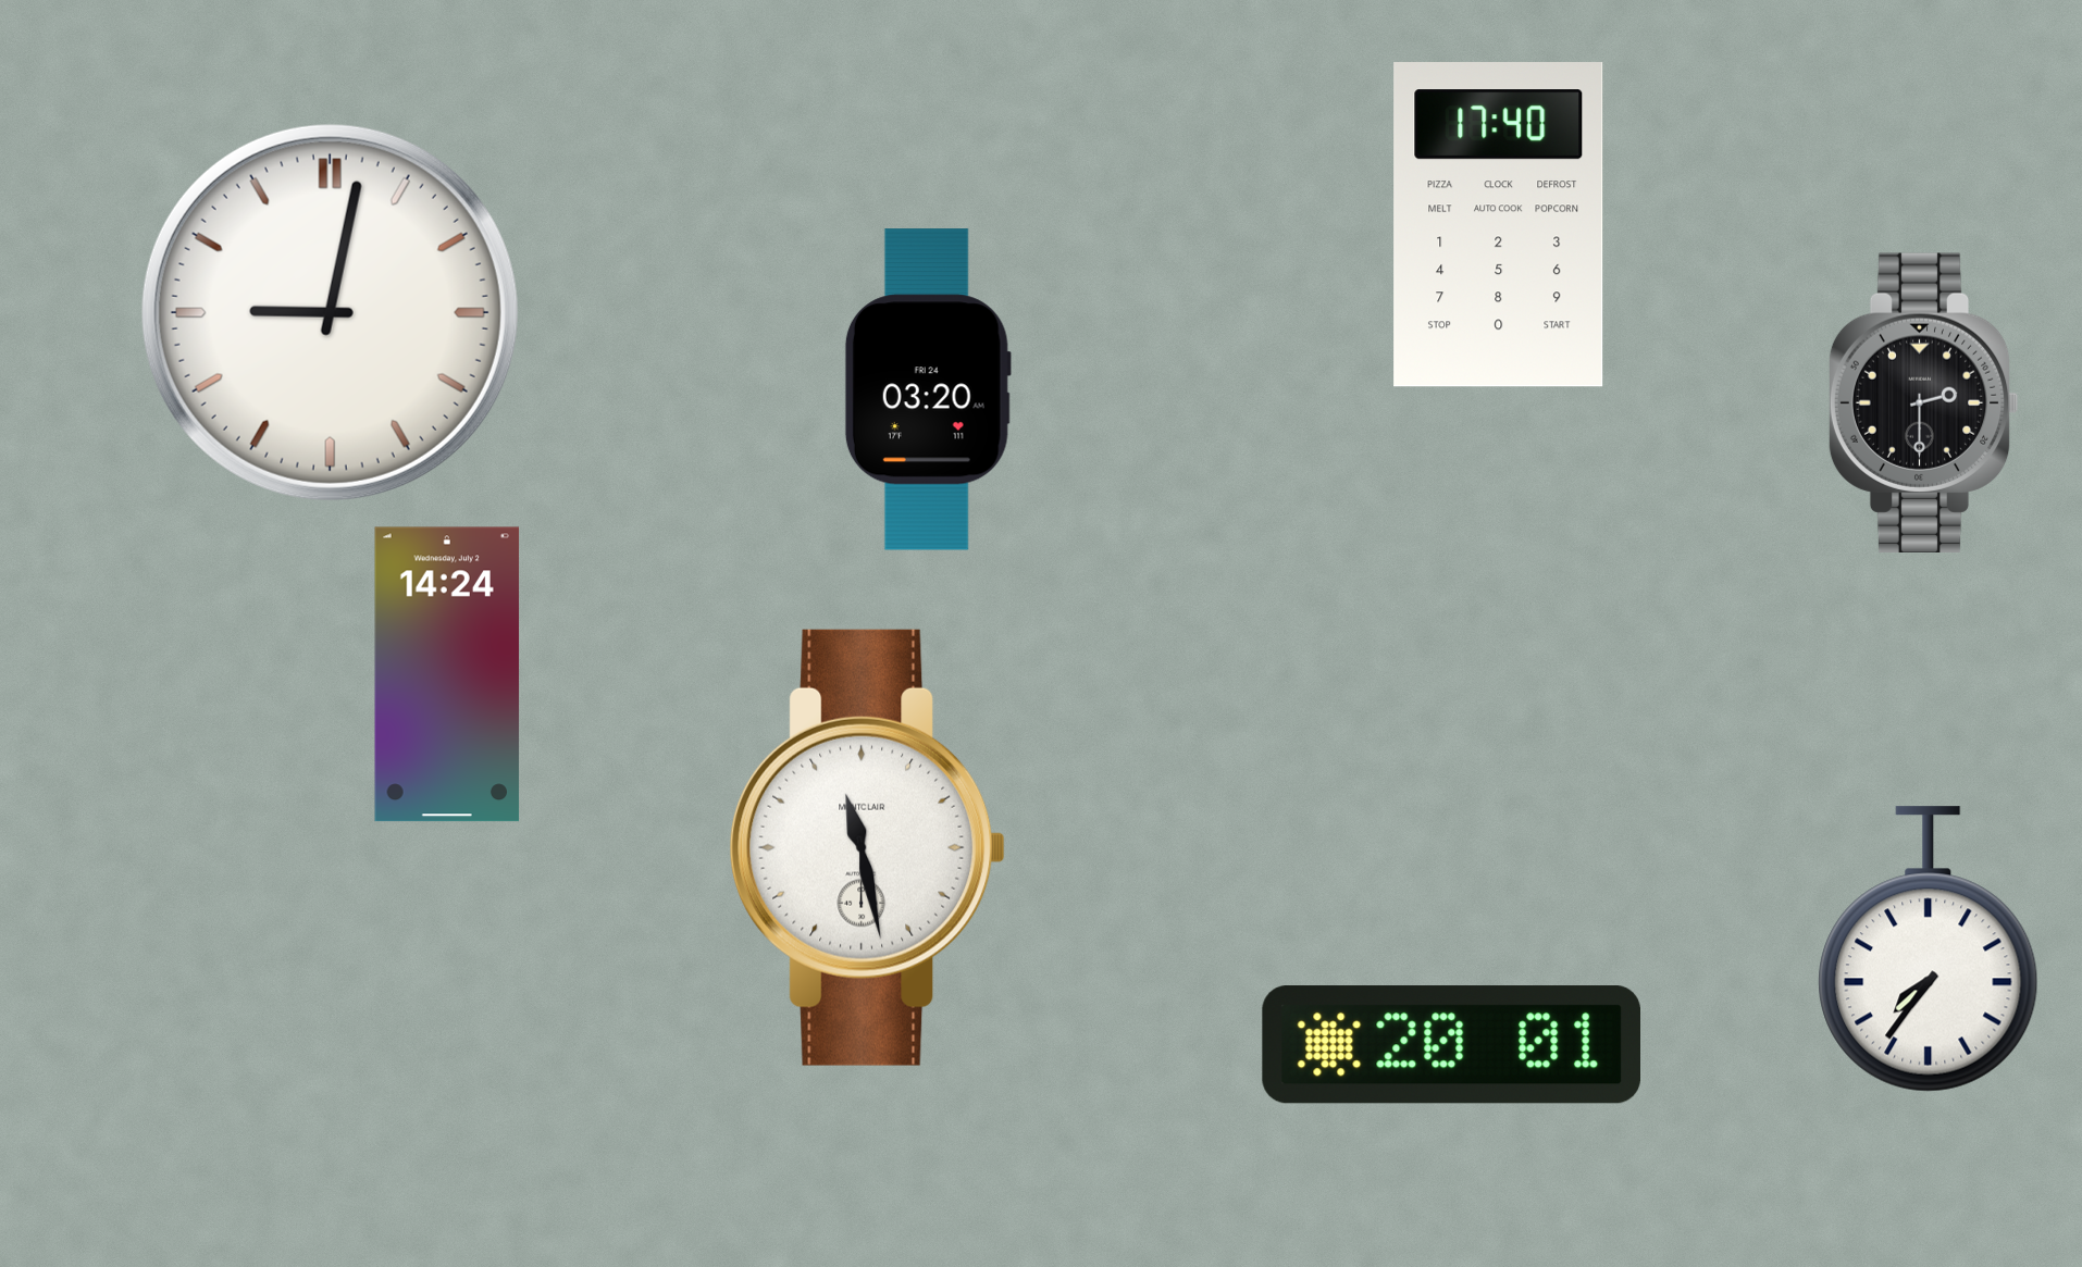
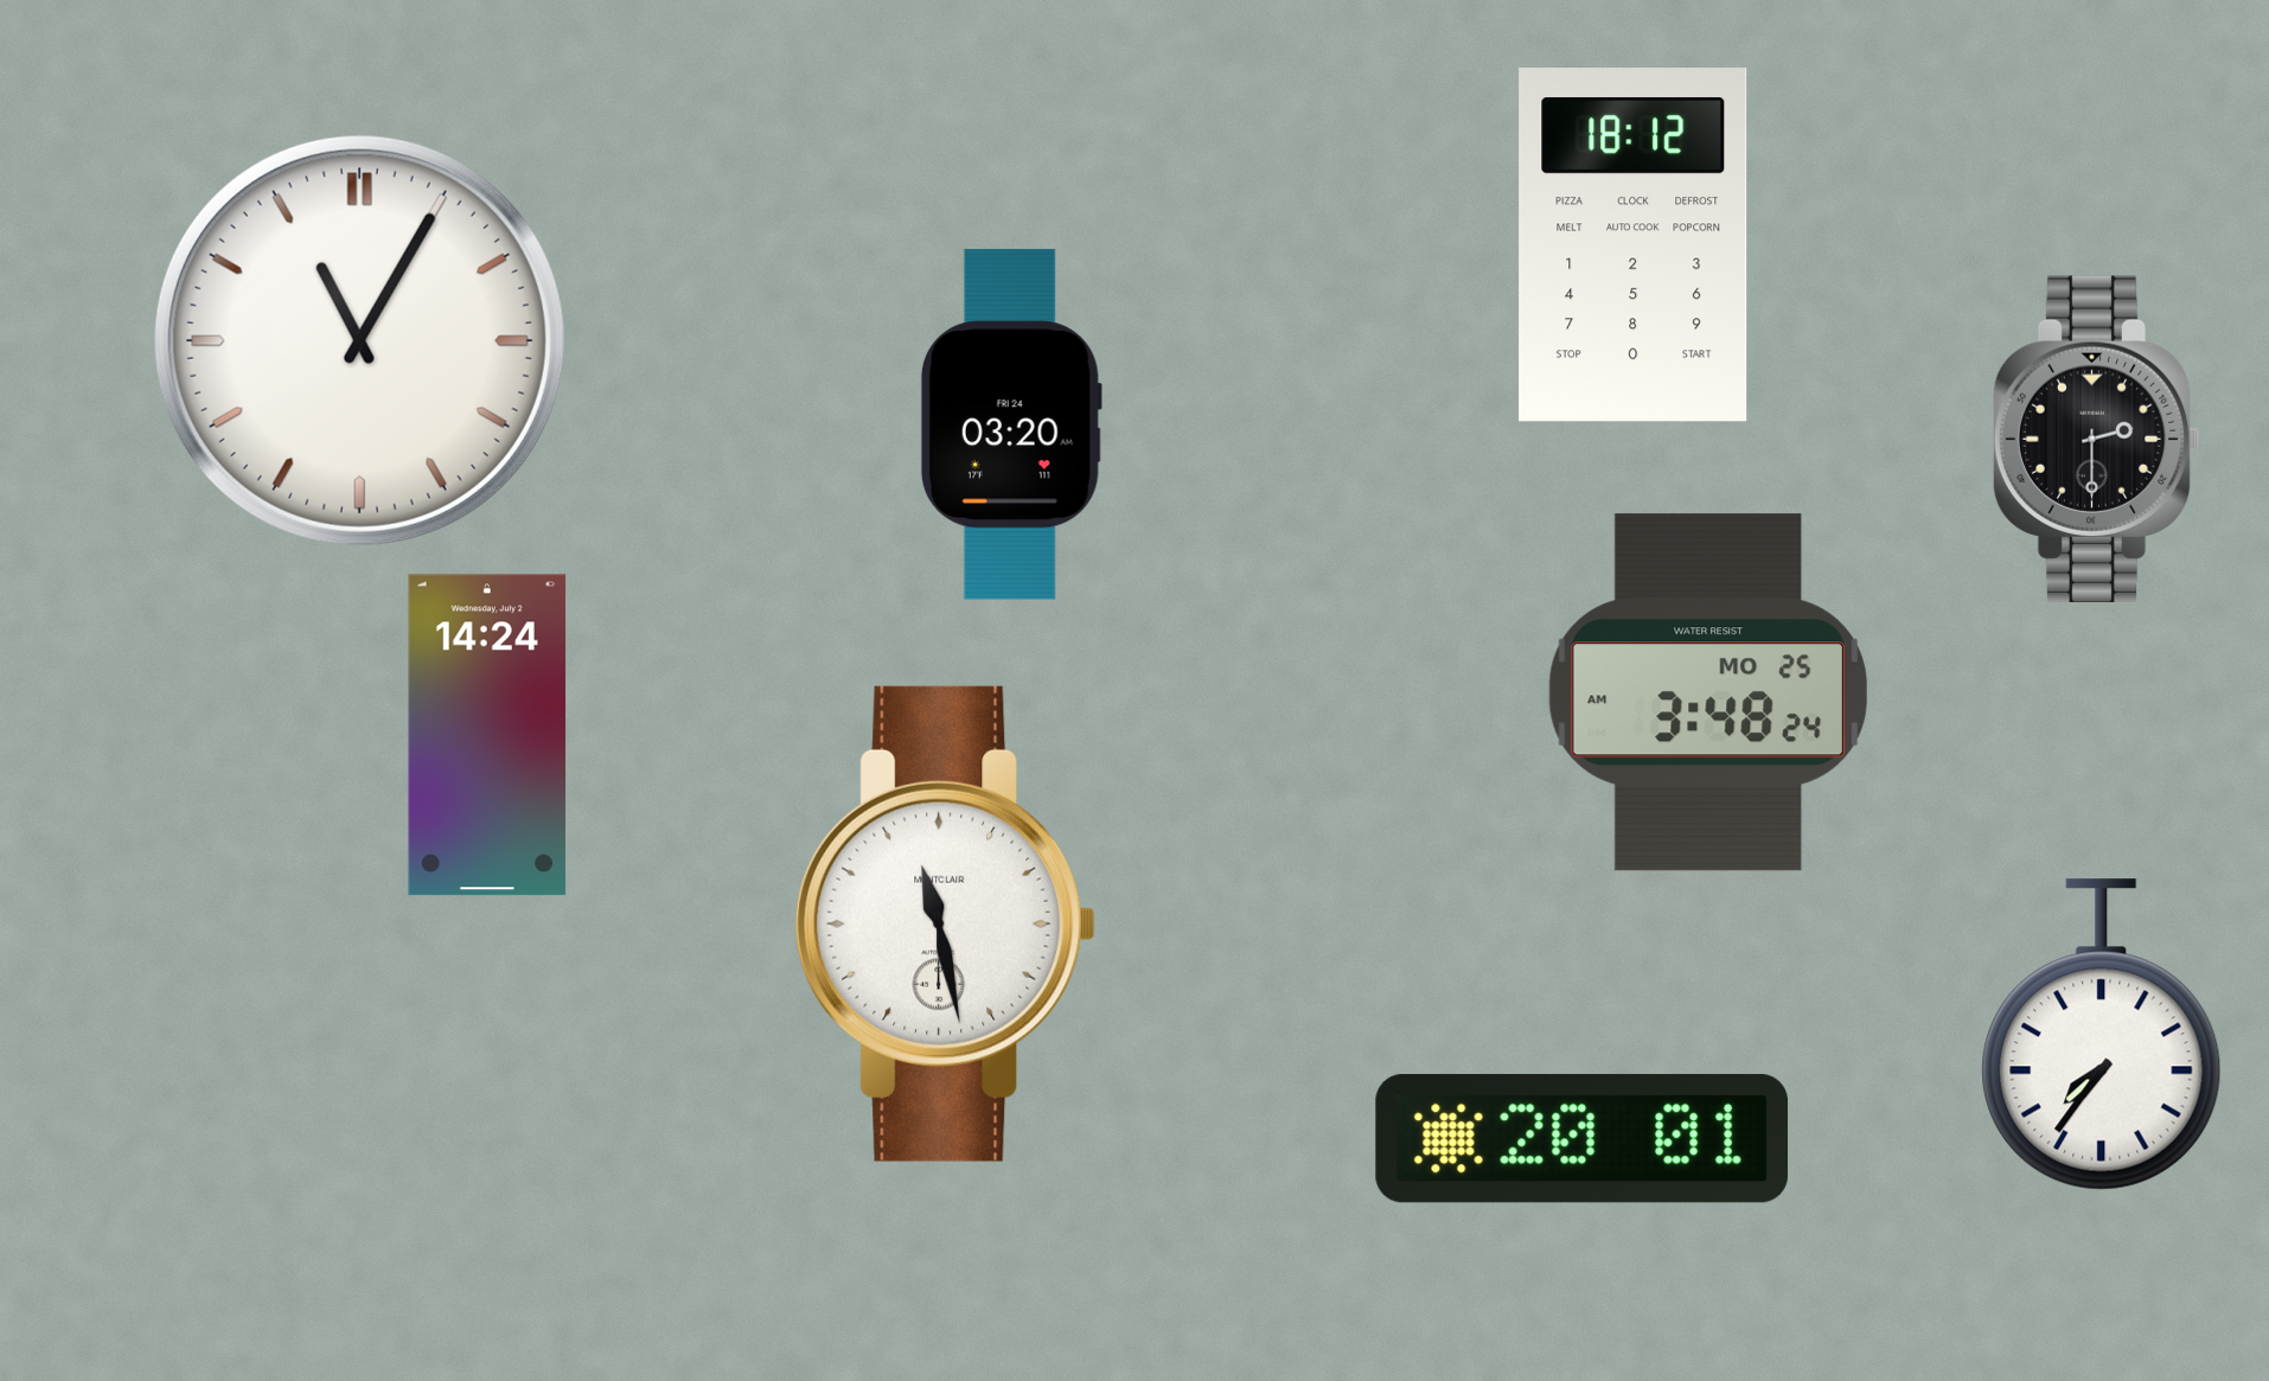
clock at (1499, 225): 17:40 -> 18:12
clock at (330, 312): 9:02 -> 11:05
clock at (1708, 692): none -> 3:48
